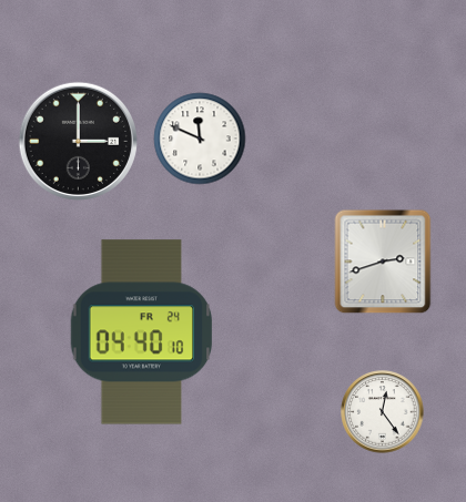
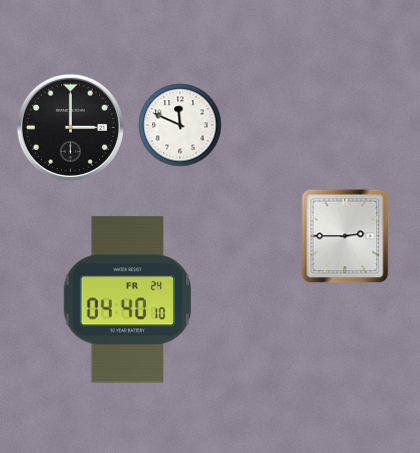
clock at (383, 262): 2:42 -> 2:45
clock at (383, 412): 12:24 -> none
